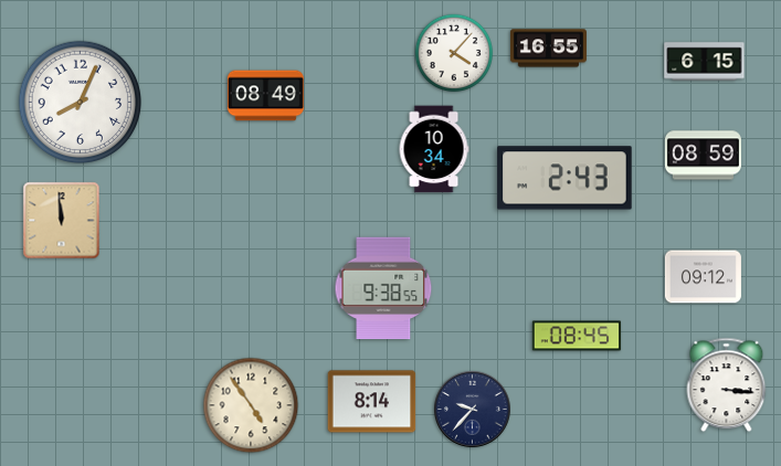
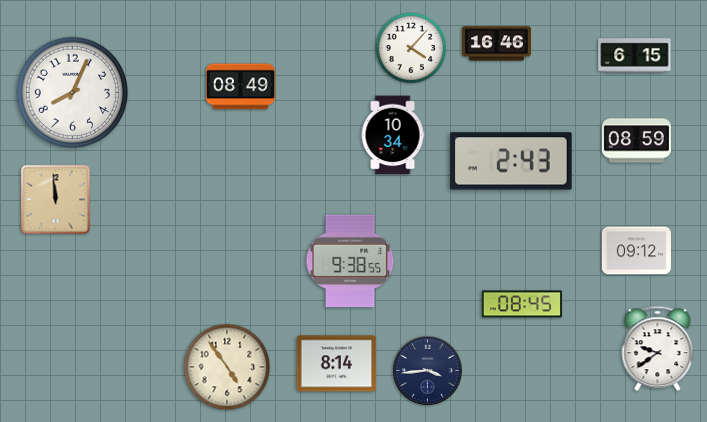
clock at (548, 49): 16:55 -> 16:46
clock at (705, 62) position: (705, 62) -> (635, 56)
clock at (383, 288) position: (383, 288) -> (350, 261)
clock at (727, 385): 3:16 -> 9:39
clock at (473, 410): 9:37 -> 3:44
